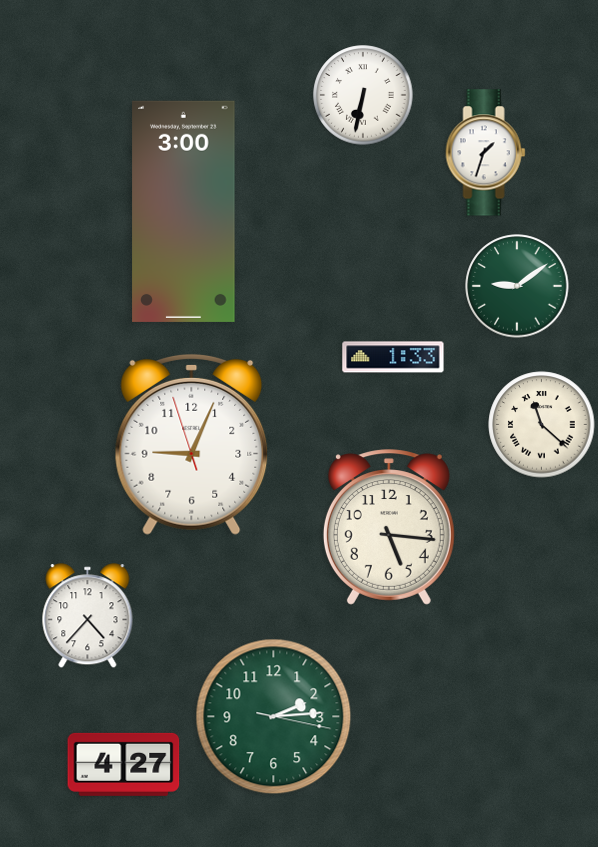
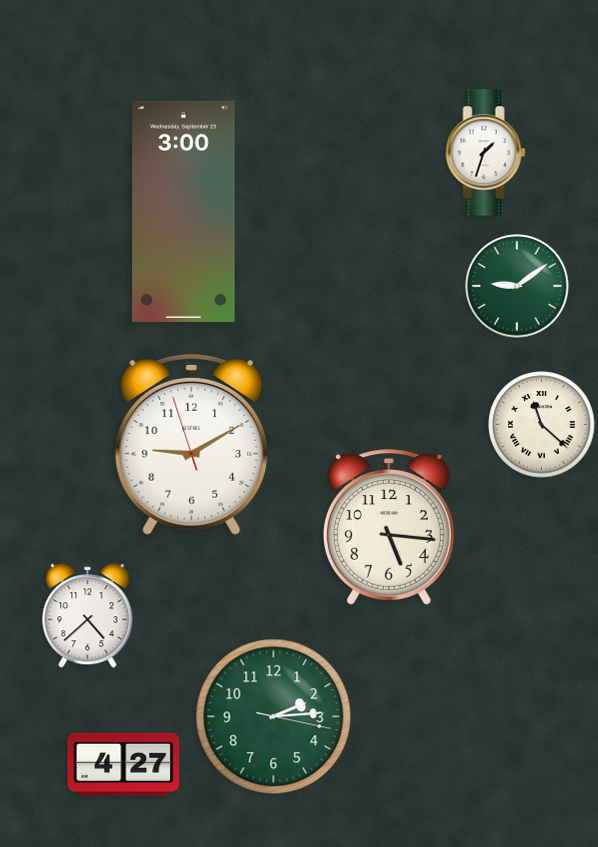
clock at (363, 95): 6:32 -> none
clock at (393, 357): 1:33 -> none
clock at (192, 444): 9:03 -> 9:09
clock at (88, 616): 4:37 -> 4:38
